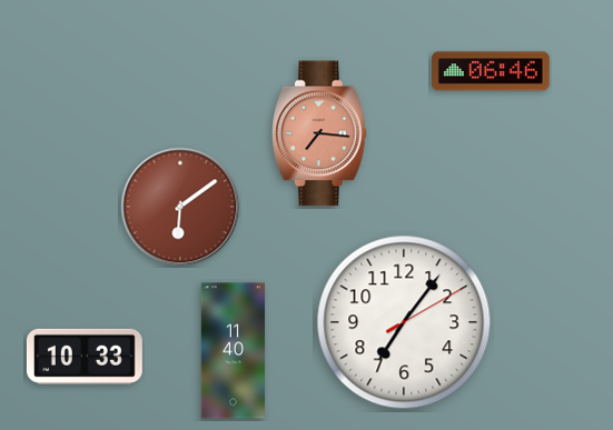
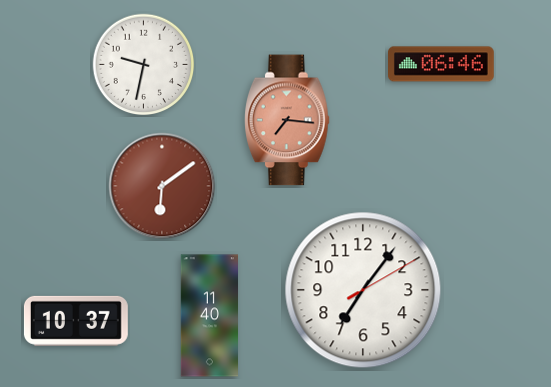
clock at (144, 65): none -> 9:32
clock at (85, 357): 10:33 -> 10:37
